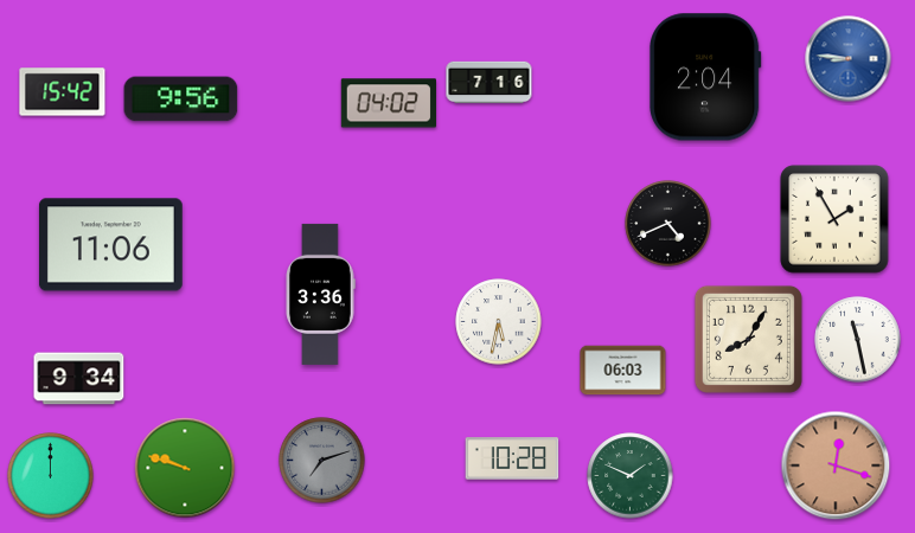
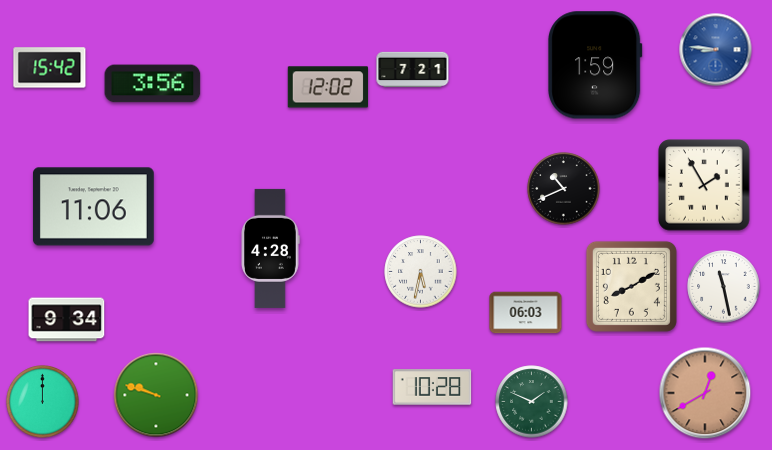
clock at (706, 77): 2:04 -> 1:59
clock at (490, 83): 7:16 -> 7:21
clock at (63, 92) position: (63, 92) -> (50, 68)
clock at (181, 99): 9:56 -> 3:56
clock at (388, 103): 04:02 -> 12:02
clock at (668, 224): 4:41 -> 10:41
clock at (320, 294): 3:36 -> 4:28
clock at (748, 339): 8:05 -> 8:10
clock at (322, 461): 7:12 -> none
clock at (836, 465): 12:18 -> 12:40
